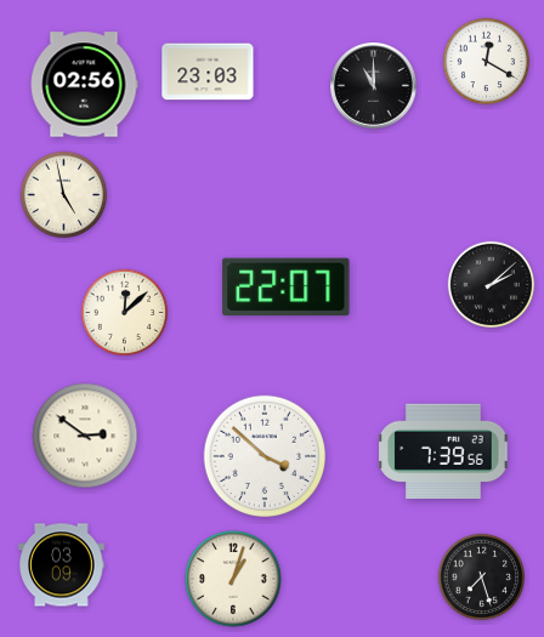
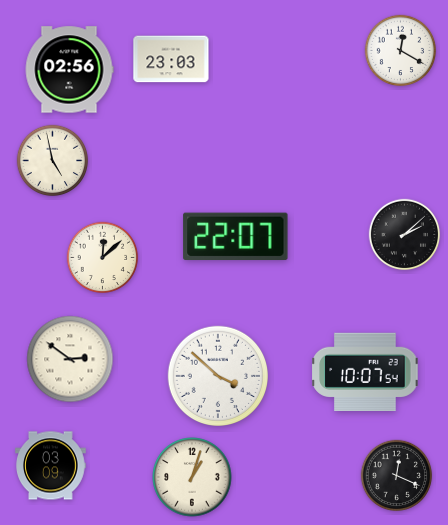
clock at (374, 86): 11:00 -> none
clock at (443, 450): 7:39 -> 10:07
clock at (482, 578): 7:27 -> 12:19
